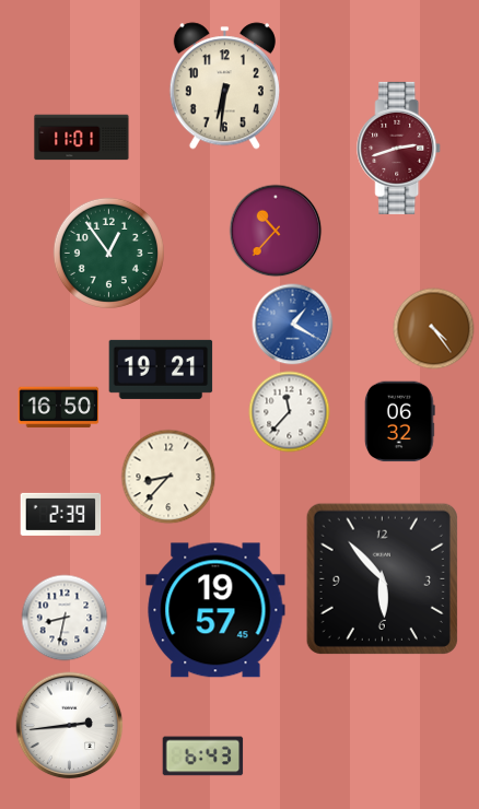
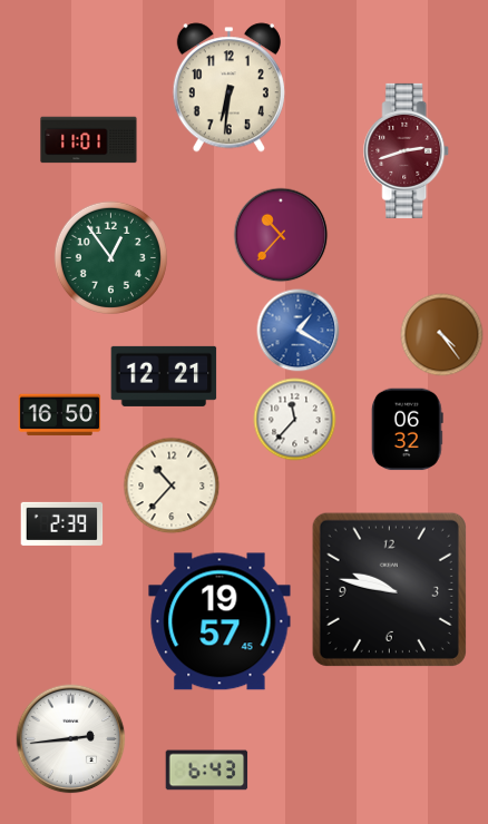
clock at (82, 138) position: (82, 138) -> (89, 140)
clock at (161, 370): 19:21 -> 12:21
clock at (168, 477): 8:37 -> 10:37
clock at (382, 578): 5:53 -> 9:47
clock at (65, 618): 8:32 -> none
